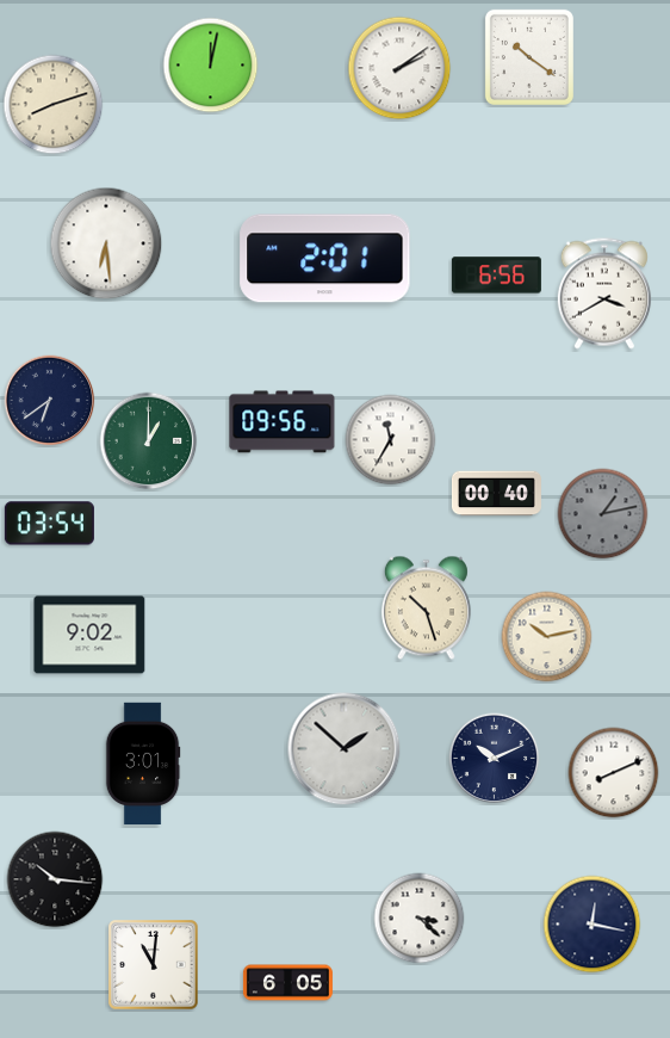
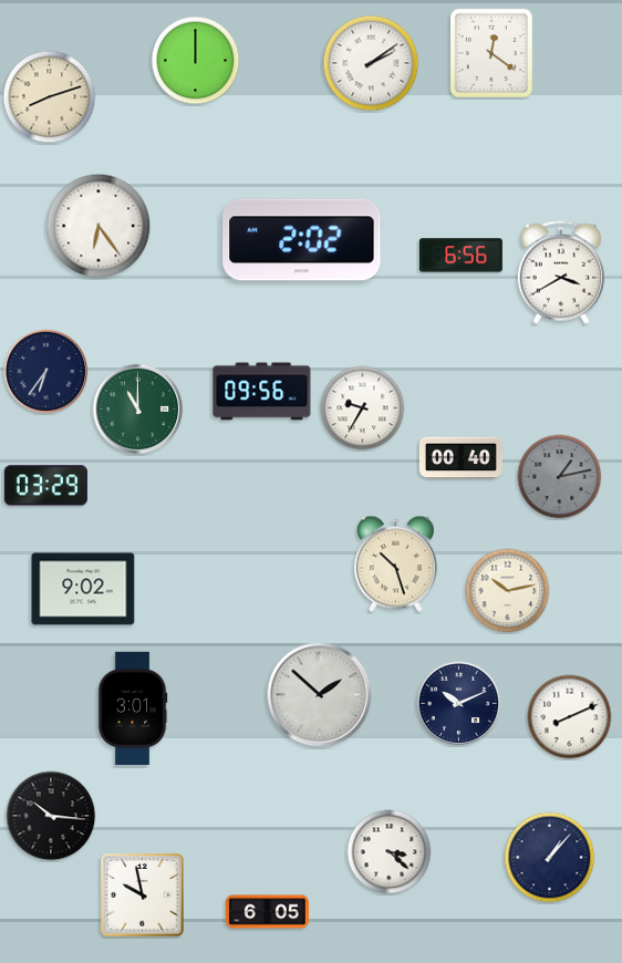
clock at (529, 57): 10:21 -> 12:21
clock at (211, 66): 12:02 -> 12:00
clock at (106, 243): 6:29 -> 6:24
clock at (325, 259): 2:01 -> 2:02
clock at (50, 401): 6:39 -> 6:36
clock at (391, 440): 11:35 -> 9:35
clock at (149, 441): 1:00 -> 11:00
clock at (49, 524): 03:54 -> 03:29
clock at (593, 925): 12:17 -> 1:07
clock at (154, 965): 11:01 -> 9:58
